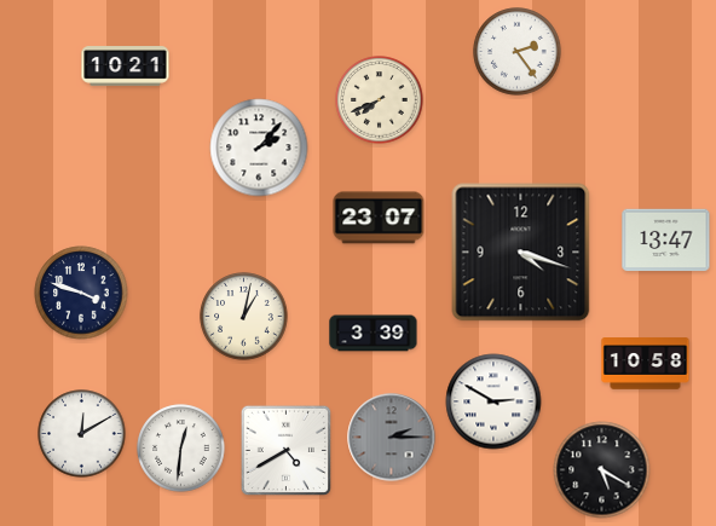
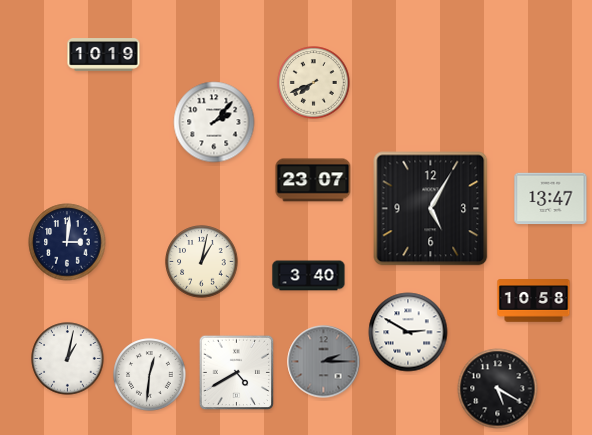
clock at (518, 52): 2:24 -> none
clock at (126, 67): 10:21 -> 10:19
clock at (521, 253): 4:18 -> 5:05
clock at (81, 293): 3:48 -> 3:01
clock at (374, 334): 3:39 -> 3:40
clock at (82, 434): 12:10 -> 1:02
clock at (181, 449) position: (181, 449) -> (150, 375)
